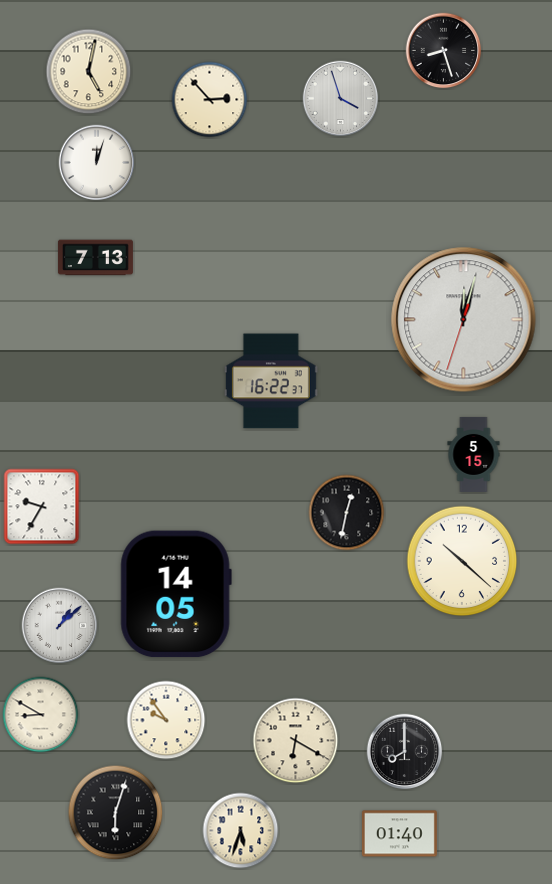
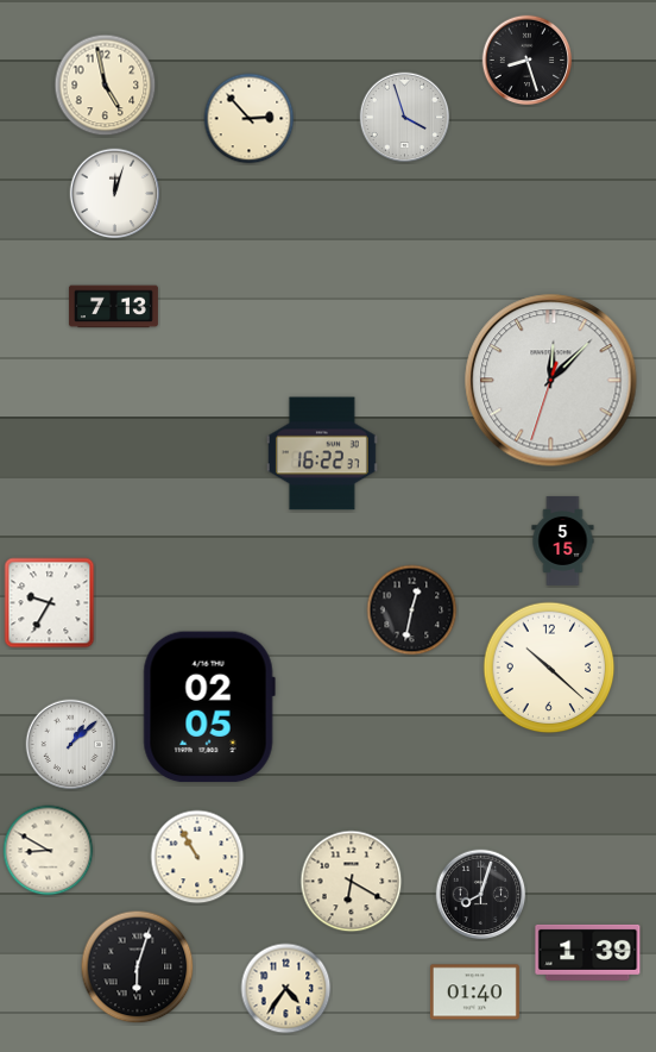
clock at (89, 72): 5:02 -> 4:58
clock at (464, 320): 12:02 -> 12:07
clock at (176, 594): 14:05 -> 02:05
clock at (166, 720): 9:54 -> 10:55
clock at (405, 752): 8:00 -> 8:03
clock at (588, 952): none -> 1:39
clock at (241, 831): 5:33 -> 4:36
